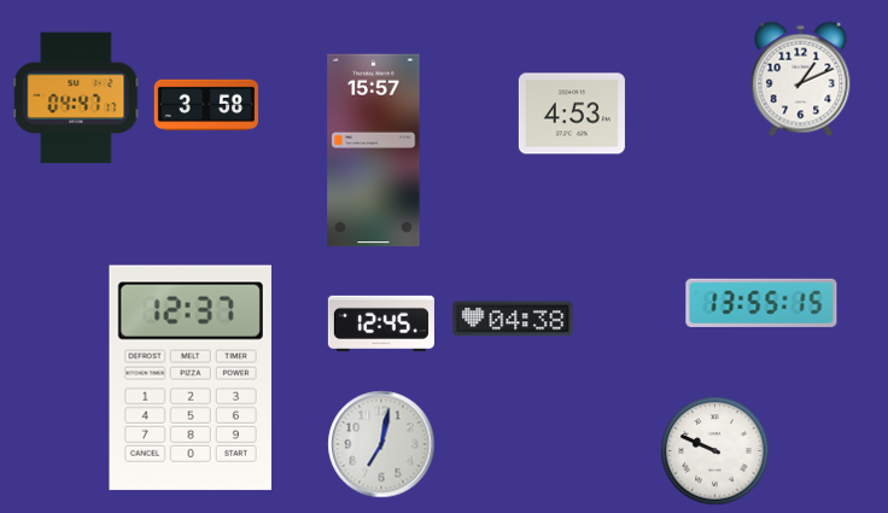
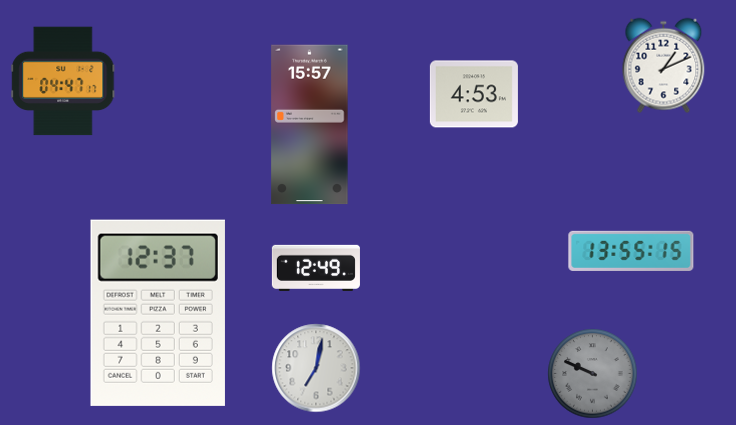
clock at (205, 105): 3:58 -> none
clock at (513, 319): 04:38 -> none
clock at (381, 323): 12:45 -> 12:49
clock at (715, 451) dial: white -> grey
